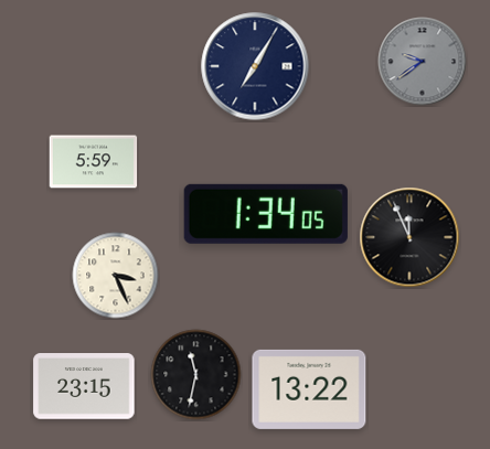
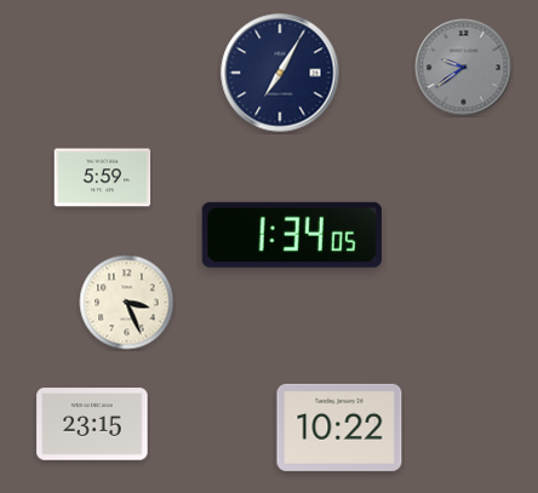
clock at (409, 237): 11:56 -> none
clock at (196, 375): 11:32 -> none
clock at (309, 389): 13:22 -> 10:22
